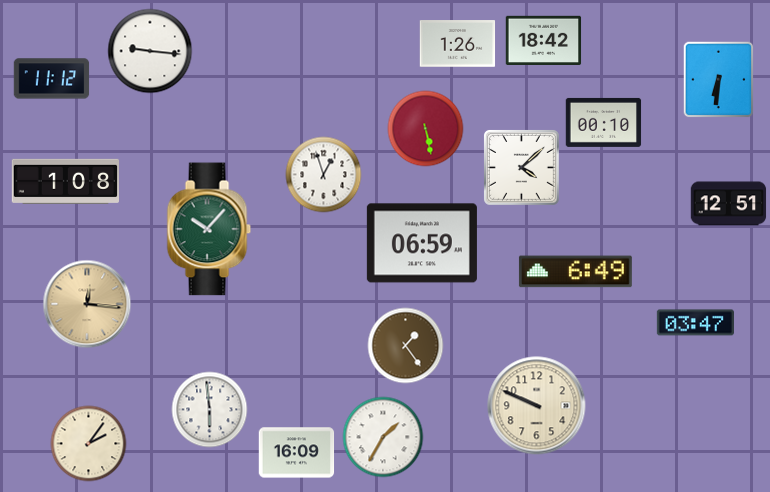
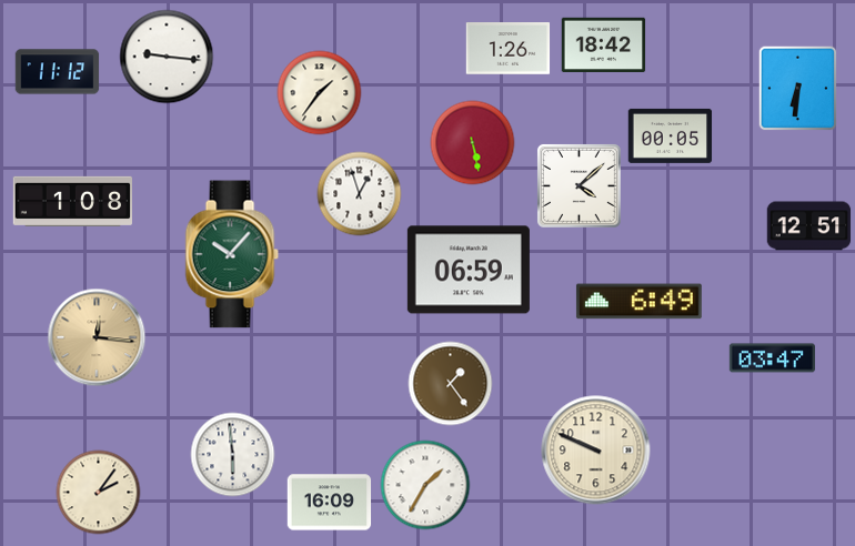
clock at (52, 79) position: (52, 79) -> (58, 72)
clock at (320, 93): none -> 1:36
clock at (604, 122): 00:10 -> 00:05
